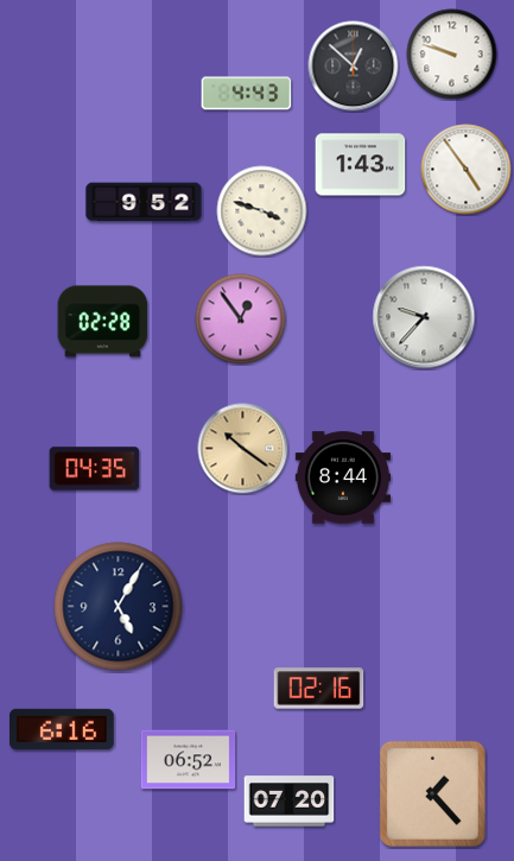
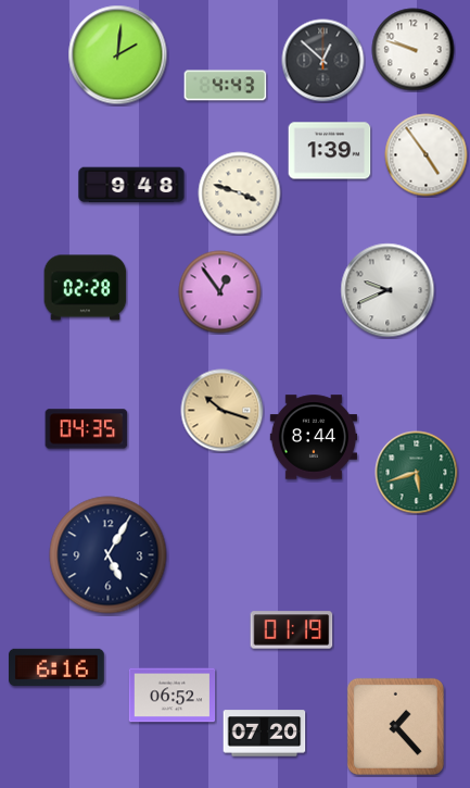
clock at (118, 55): none -> 2:01
clock at (361, 165): 1:43 -> 1:39
clock at (144, 202): 9:52 -> 9:48
clock at (424, 317): 9:37 -> 9:41
clock at (103, 322) position: (103, 322) -> (86, 288)
clock at (243, 449): 10:21 -> 10:18
clock at (417, 473): none -> 5:42
clock at (319, 689): 02:16 -> 01:19
